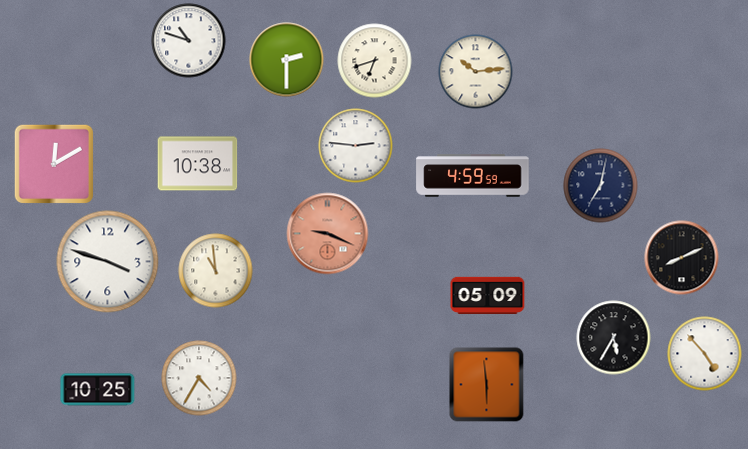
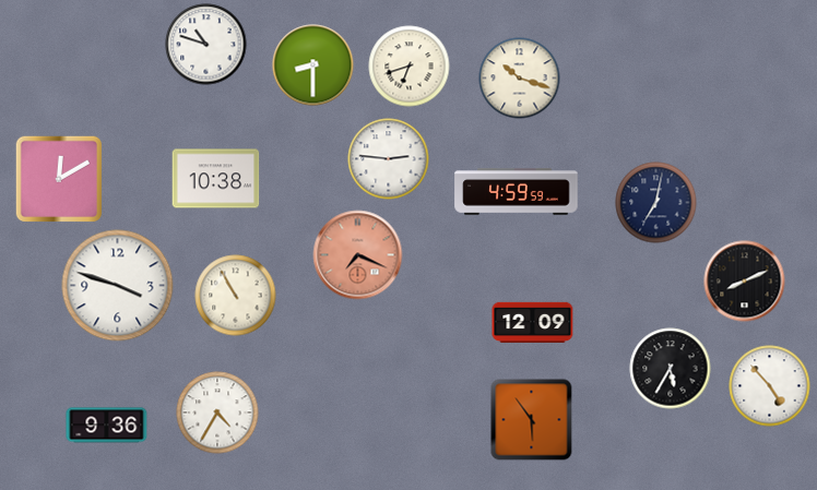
clock at (287, 60): 2:30 -> 8:30
clock at (476, 72): 10:14 -> 10:18
clock at (328, 234): 9:19 -> 7:19
clock at (216, 271): 10:59 -> 10:55
clock at (488, 295): 05:09 -> 12:09
clock at (487, 385): 5:59 -> 5:54
clock at (98, 390): 10:25 -> 9:36
